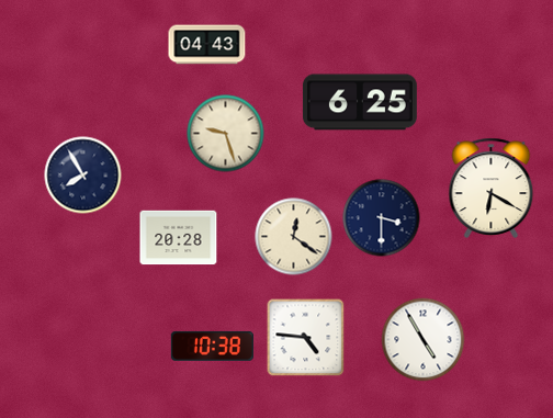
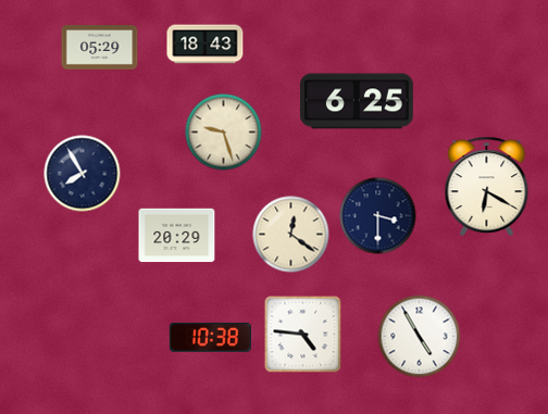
clock at (207, 45): 04:43 -> 18:43
clock at (100, 48): none -> 05:29
clock at (179, 238): 20:28 -> 20:29
clock at (212, 346) position: (212, 346) -> (210, 337)
